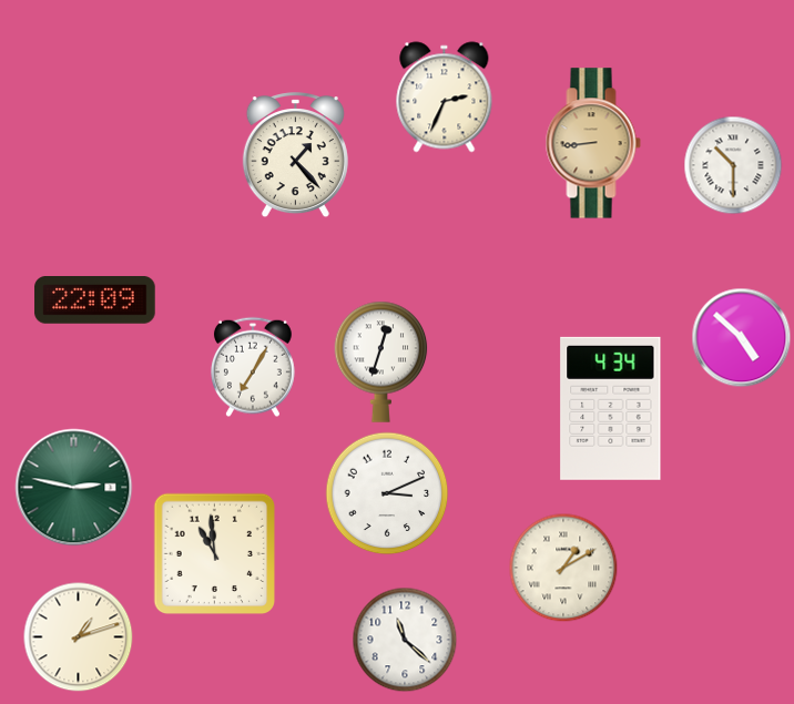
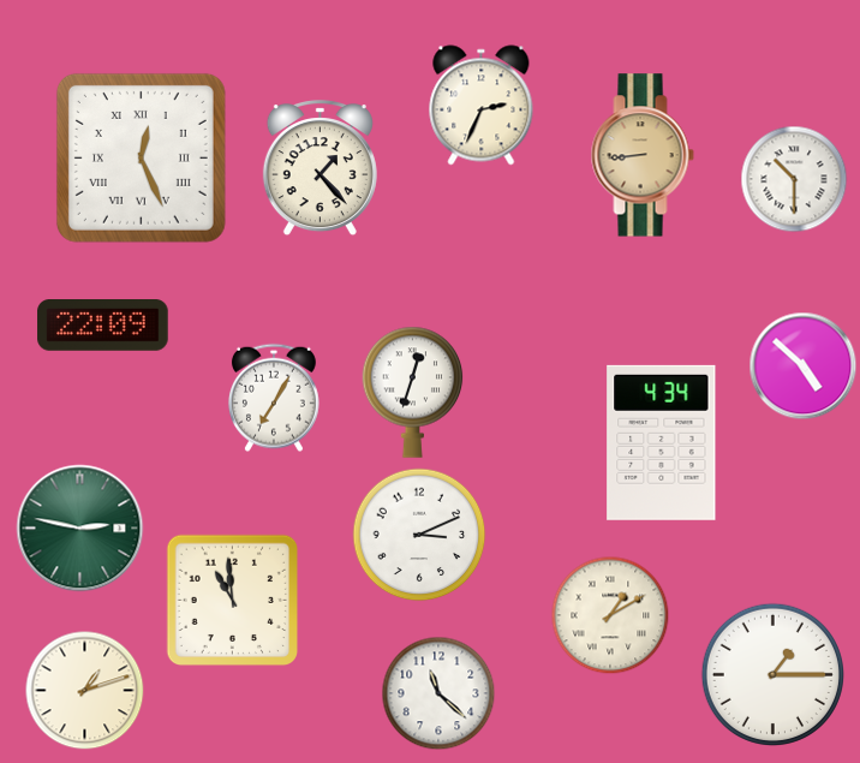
clock at (141, 157): none -> 12:26
clock at (772, 674): none -> 1:15
